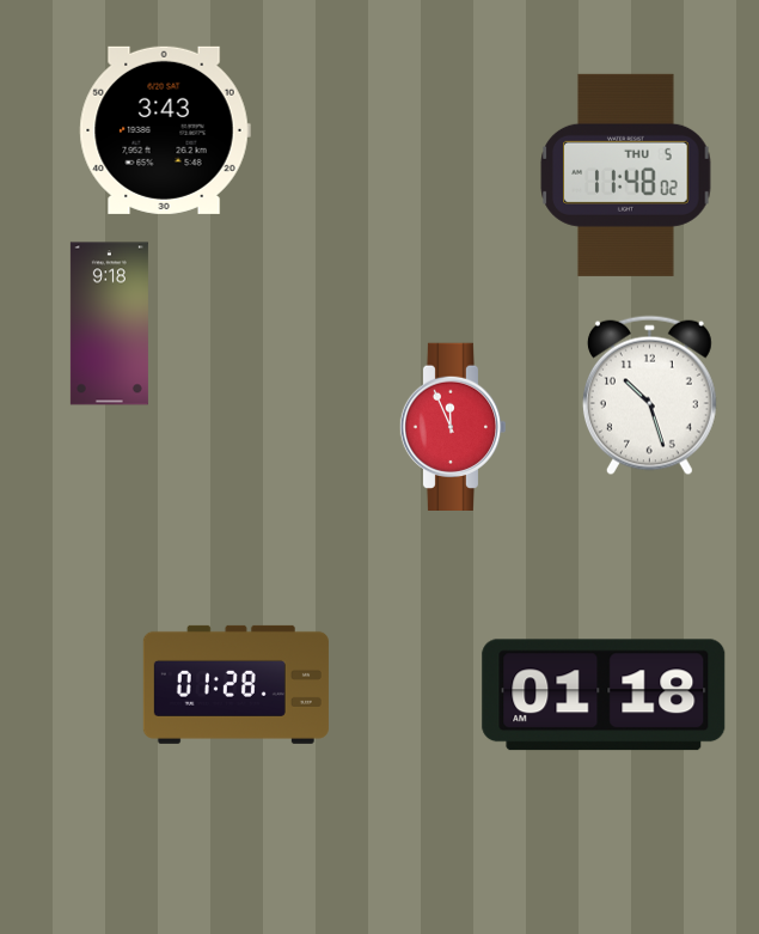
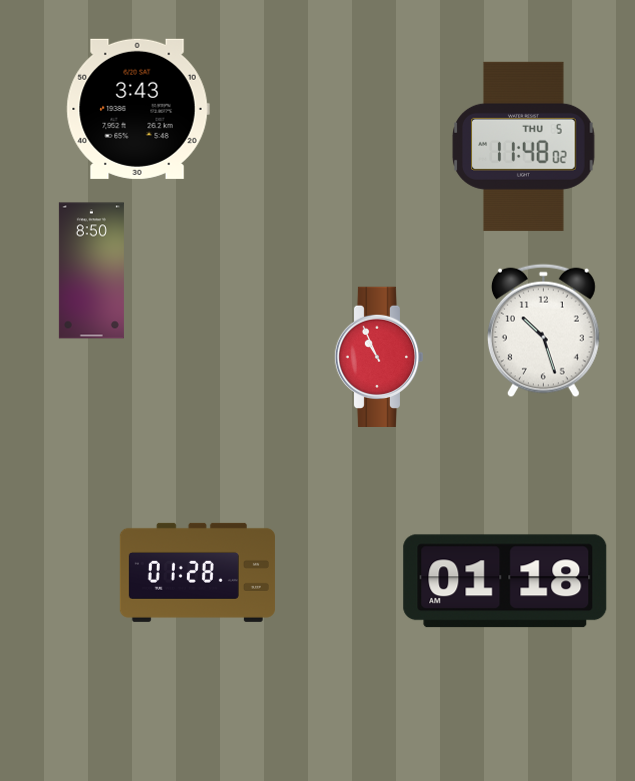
clock at (109, 324): 9:18 -> 8:50
clock at (453, 427): 11:56 -> 10:56
